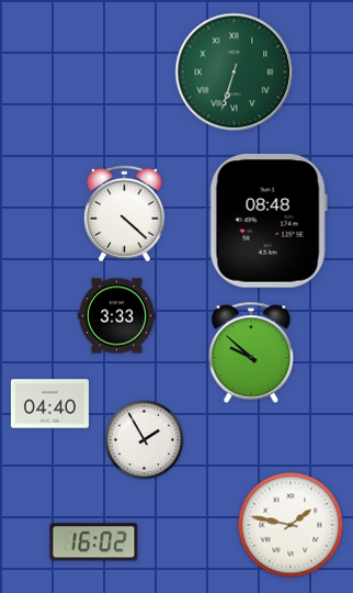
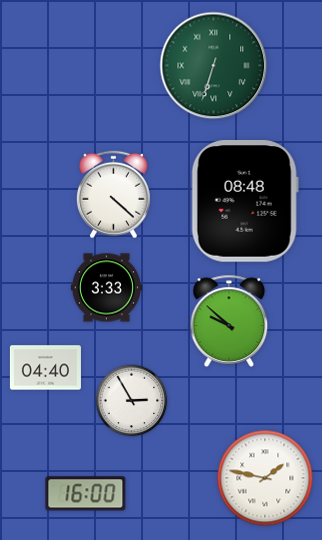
clock at (145, 440): 1:55 -> 2:55
clock at (94, 542): 16:02 -> 16:00
